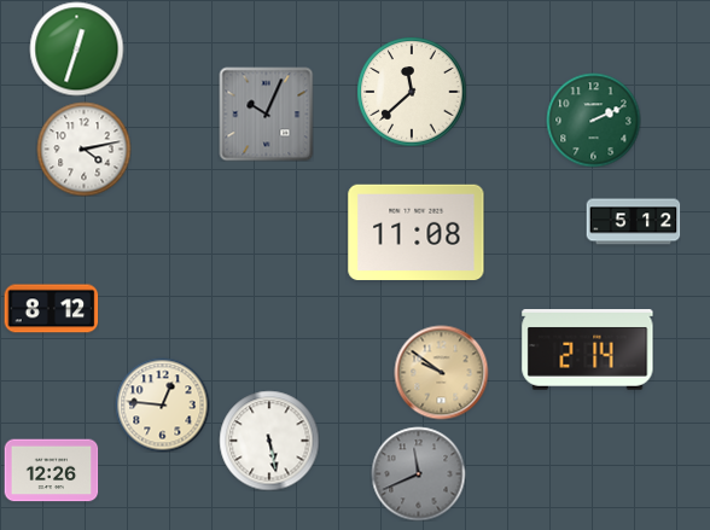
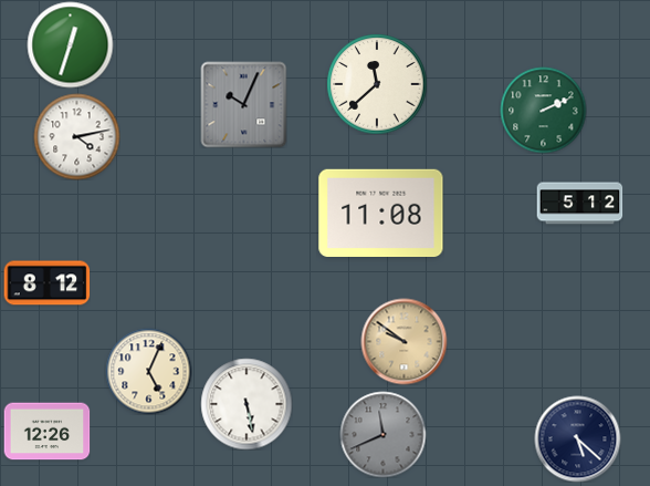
clock at (588, 350): 2:14 -> none
clock at (162, 404): 12:46 -> 5:04
clock at (577, 438): none -> 5:22
